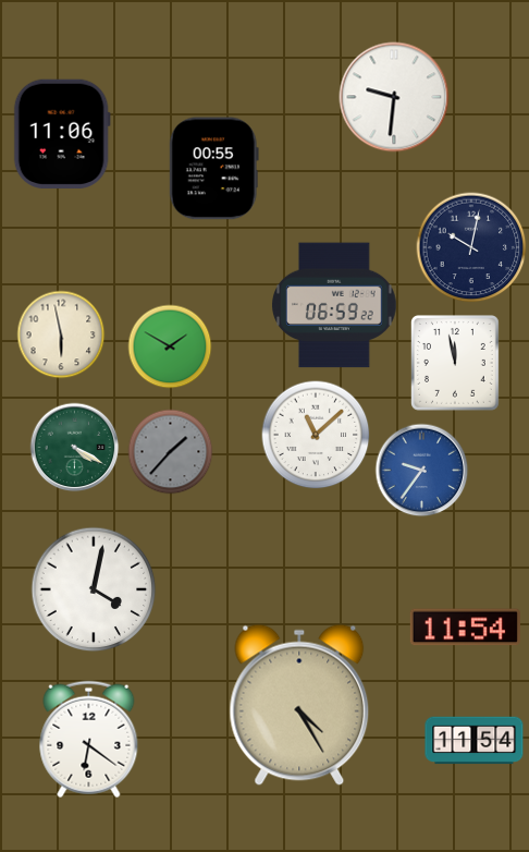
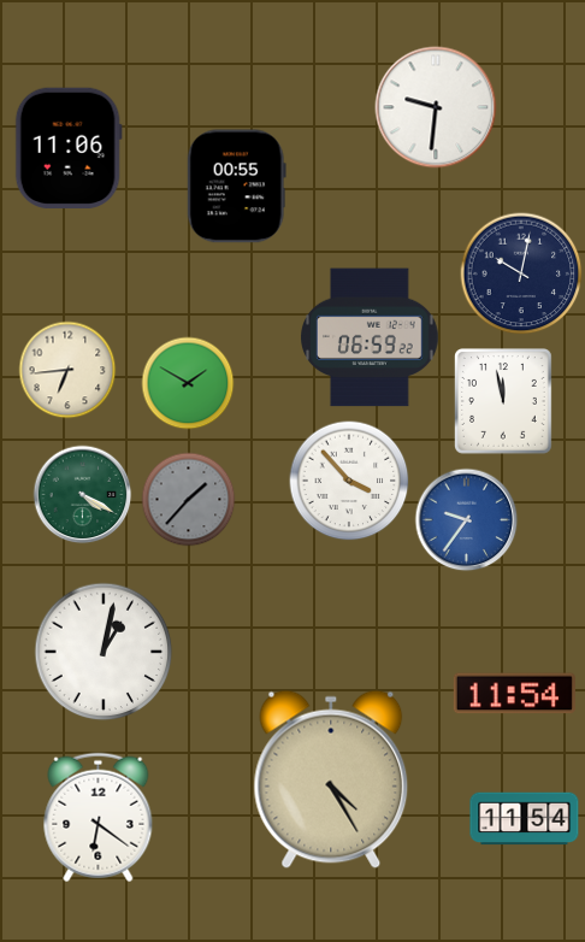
clock at (61, 334): 5:58 -> 6:44
clock at (316, 435): 11:08 -> 3:53
clock at (94, 589): 4:02 -> 1:02
